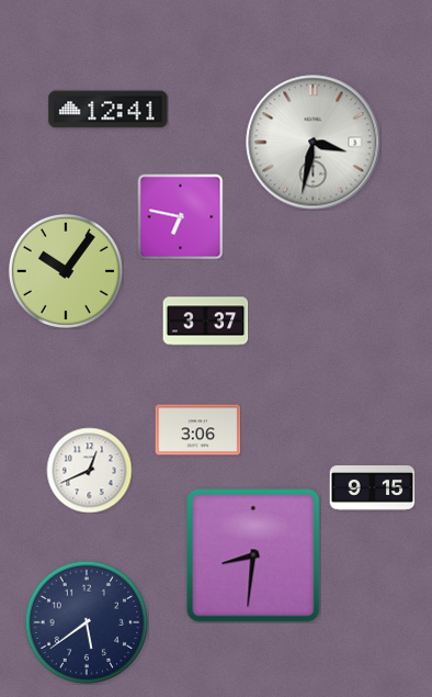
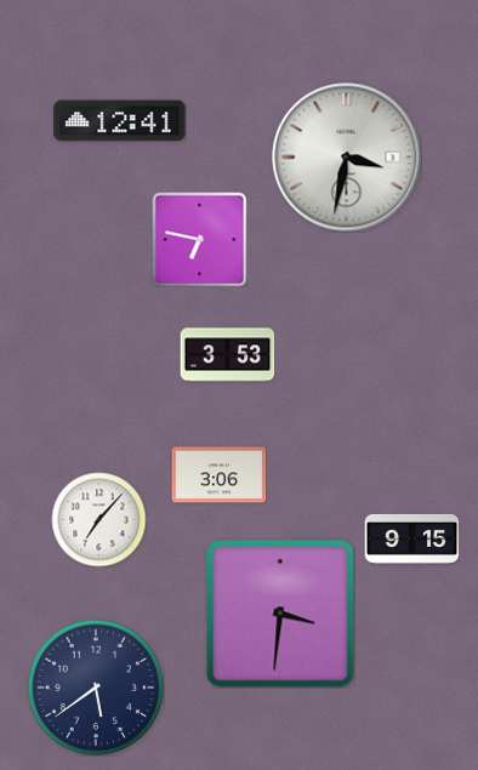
clock at (66, 271): 10:06 -> none
clock at (205, 322): 3:37 -> 3:53
clock at (89, 470): 12:41 -> 7:07
clock at (253, 555): 8:31 -> 3:31
